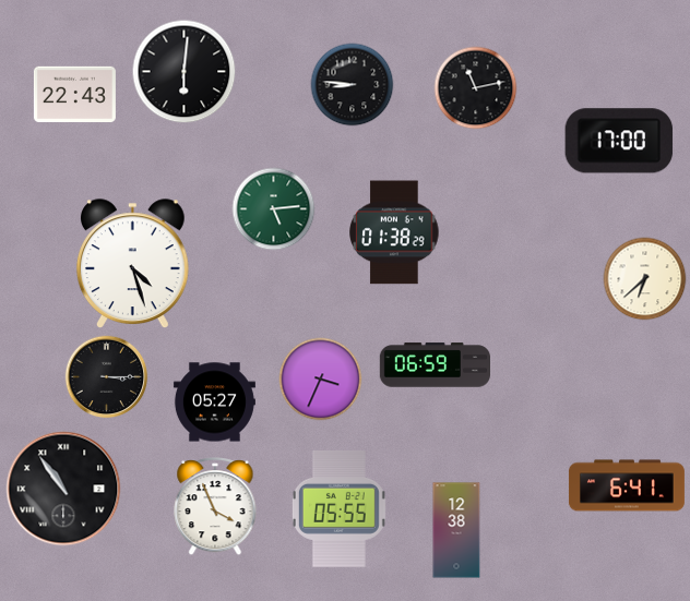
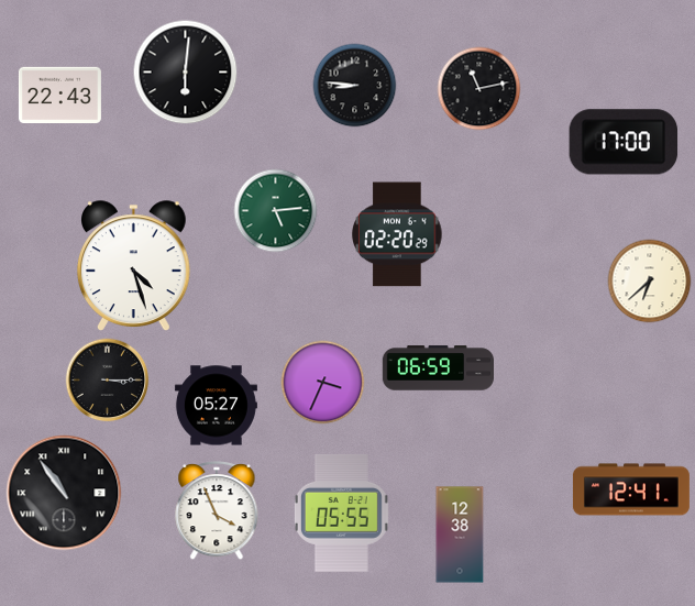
clock at (74, 95) position: (74, 95) -> (59, 96)
clock at (394, 232): 01:38 -> 02:20
clock at (627, 485): 6:41 -> 12:41
